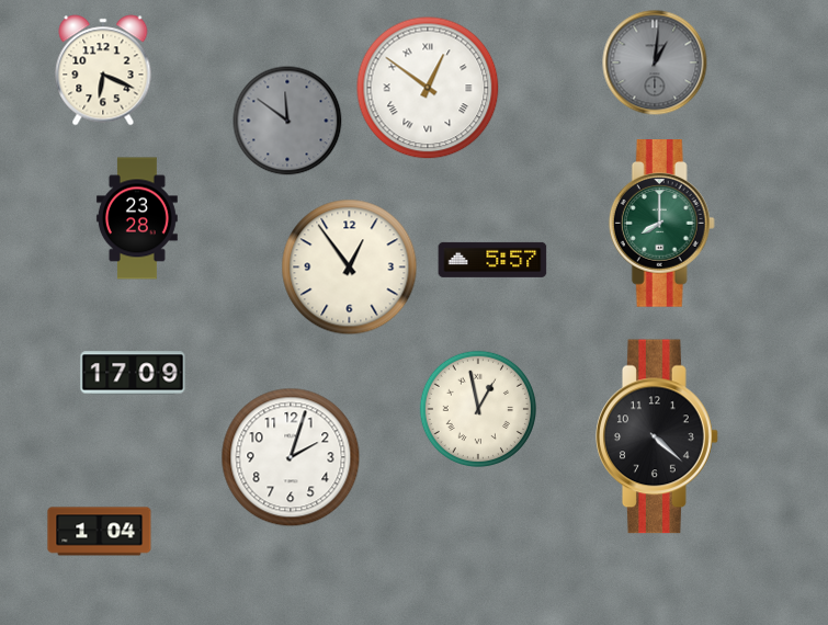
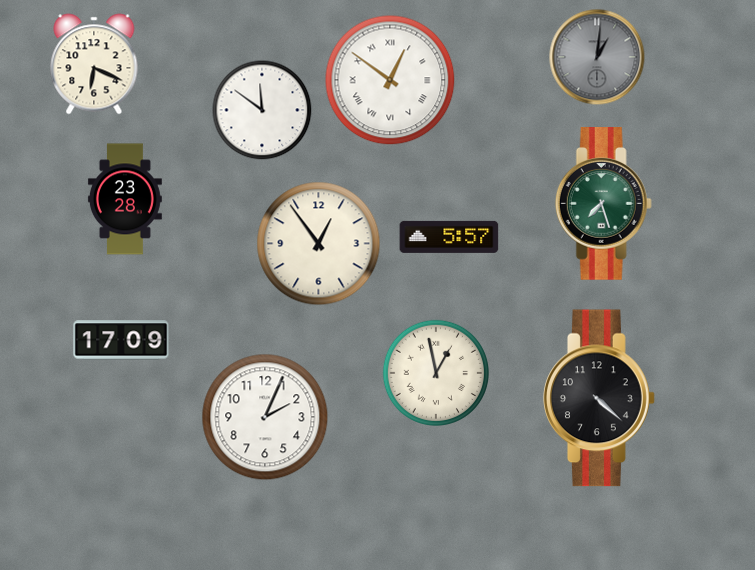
clock at (287, 121) dial: grey -> white
clock at (661, 224): 8:00 -> 7:27
clock at (291, 457): 2:03 -> 2:04
clock at (100, 532): 1:04 -> none
